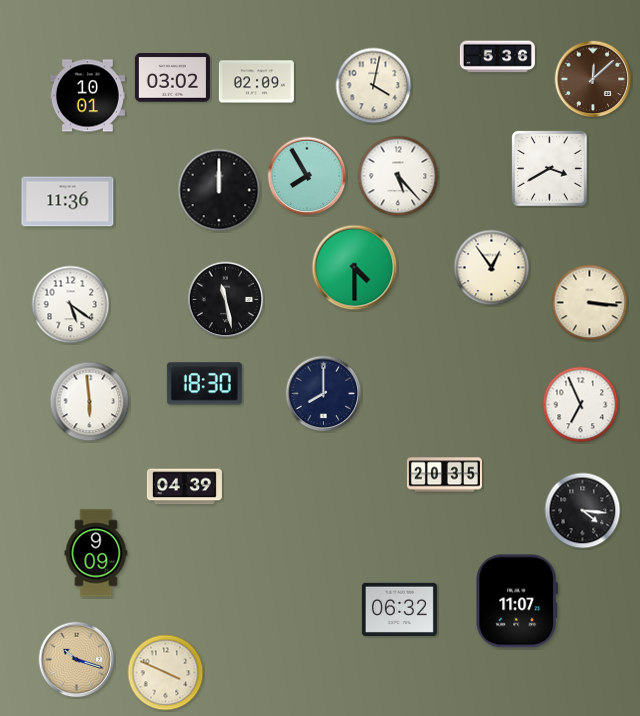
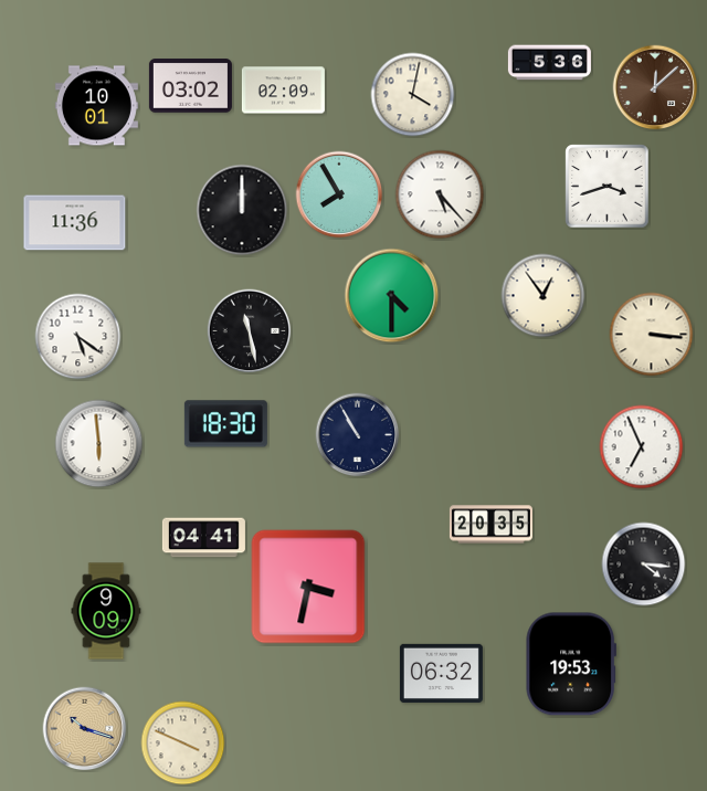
clock at (550, 169): 3:40 -> 3:42
clock at (324, 394): 8:00 -> 10:55
clock at (184, 487): 04:39 -> 04:41
clock at (308, 587): none -> 3:32
clock at (516, 601): 11:07 -> 19:53
